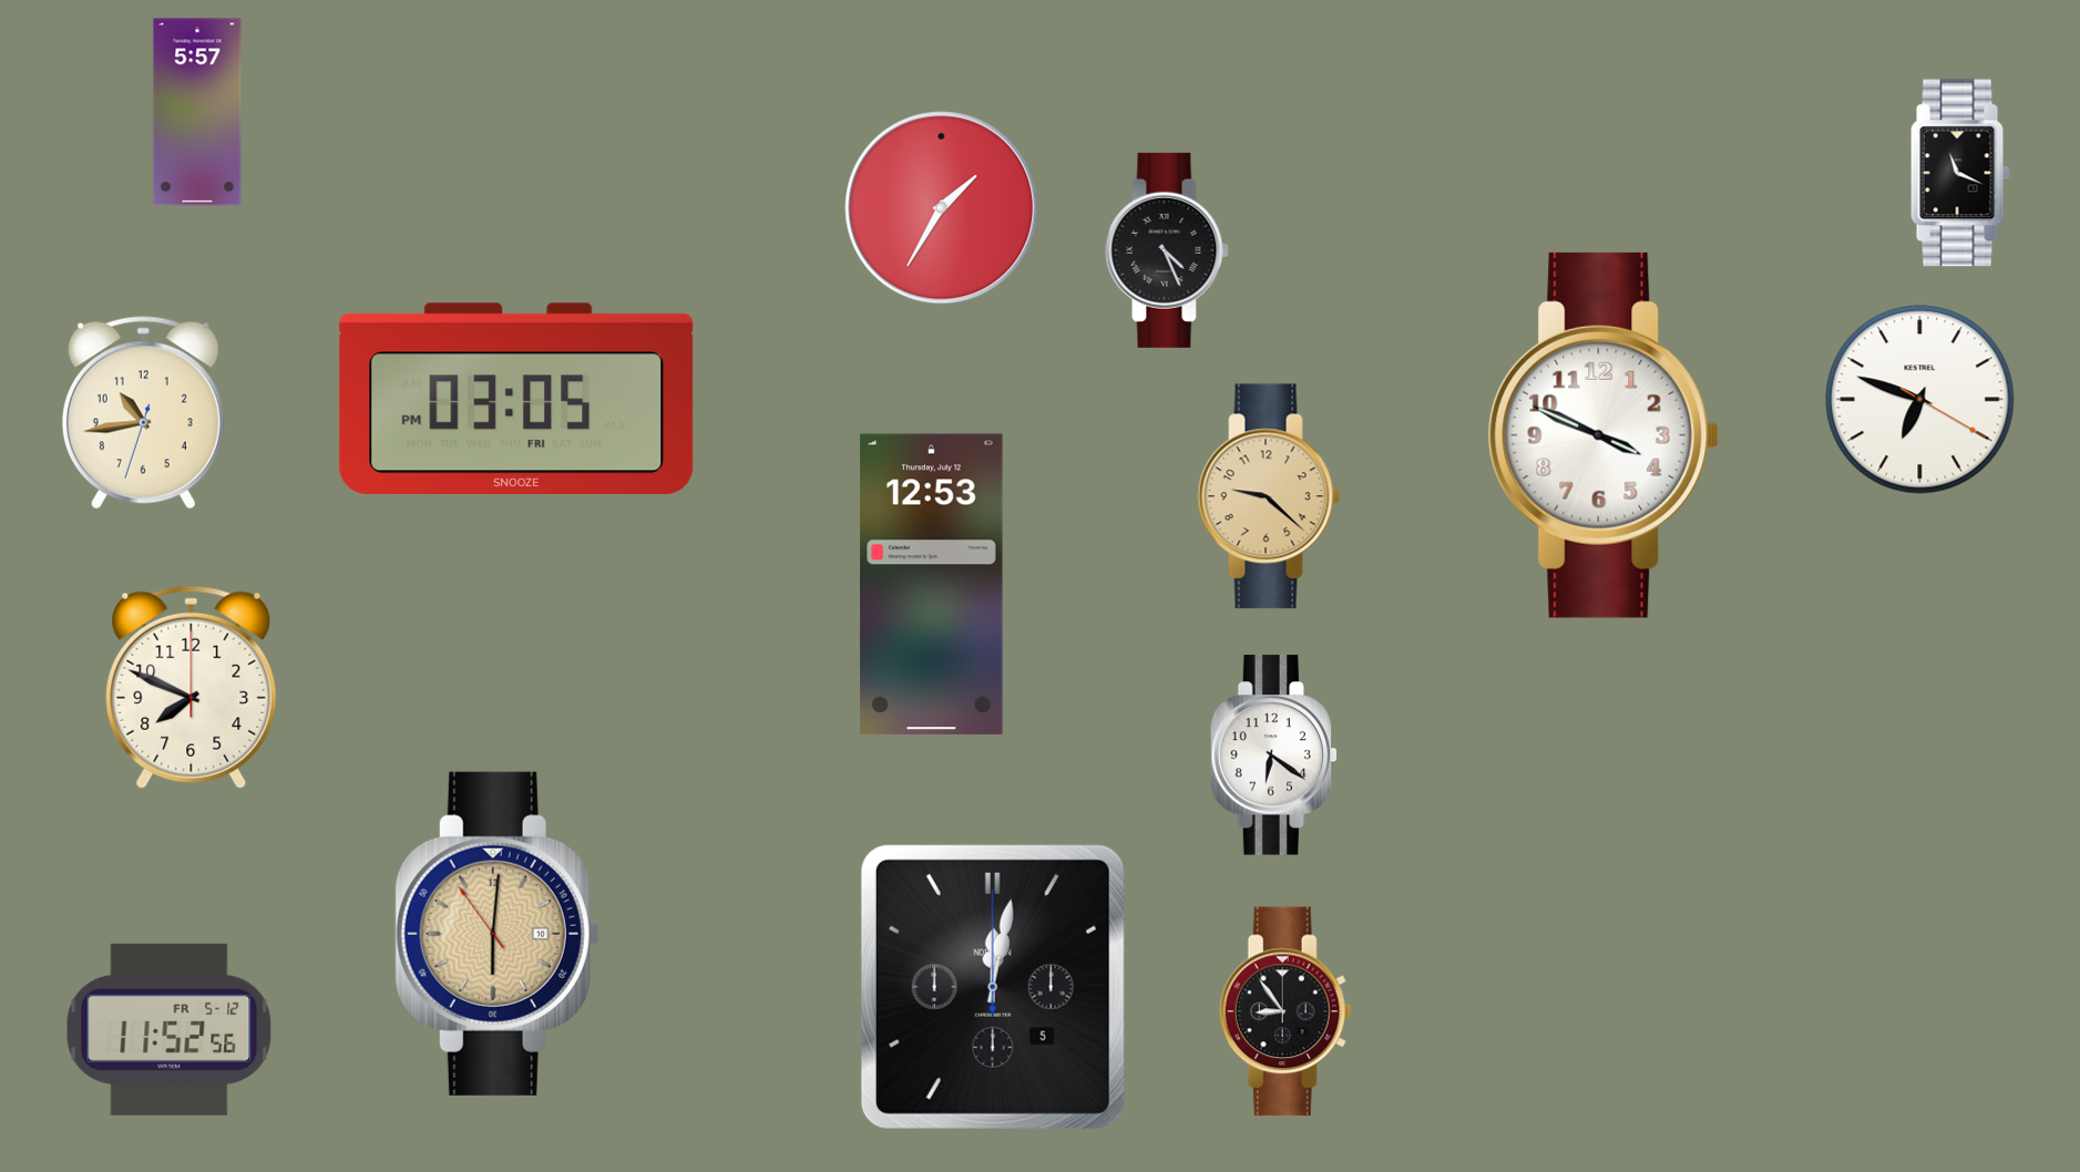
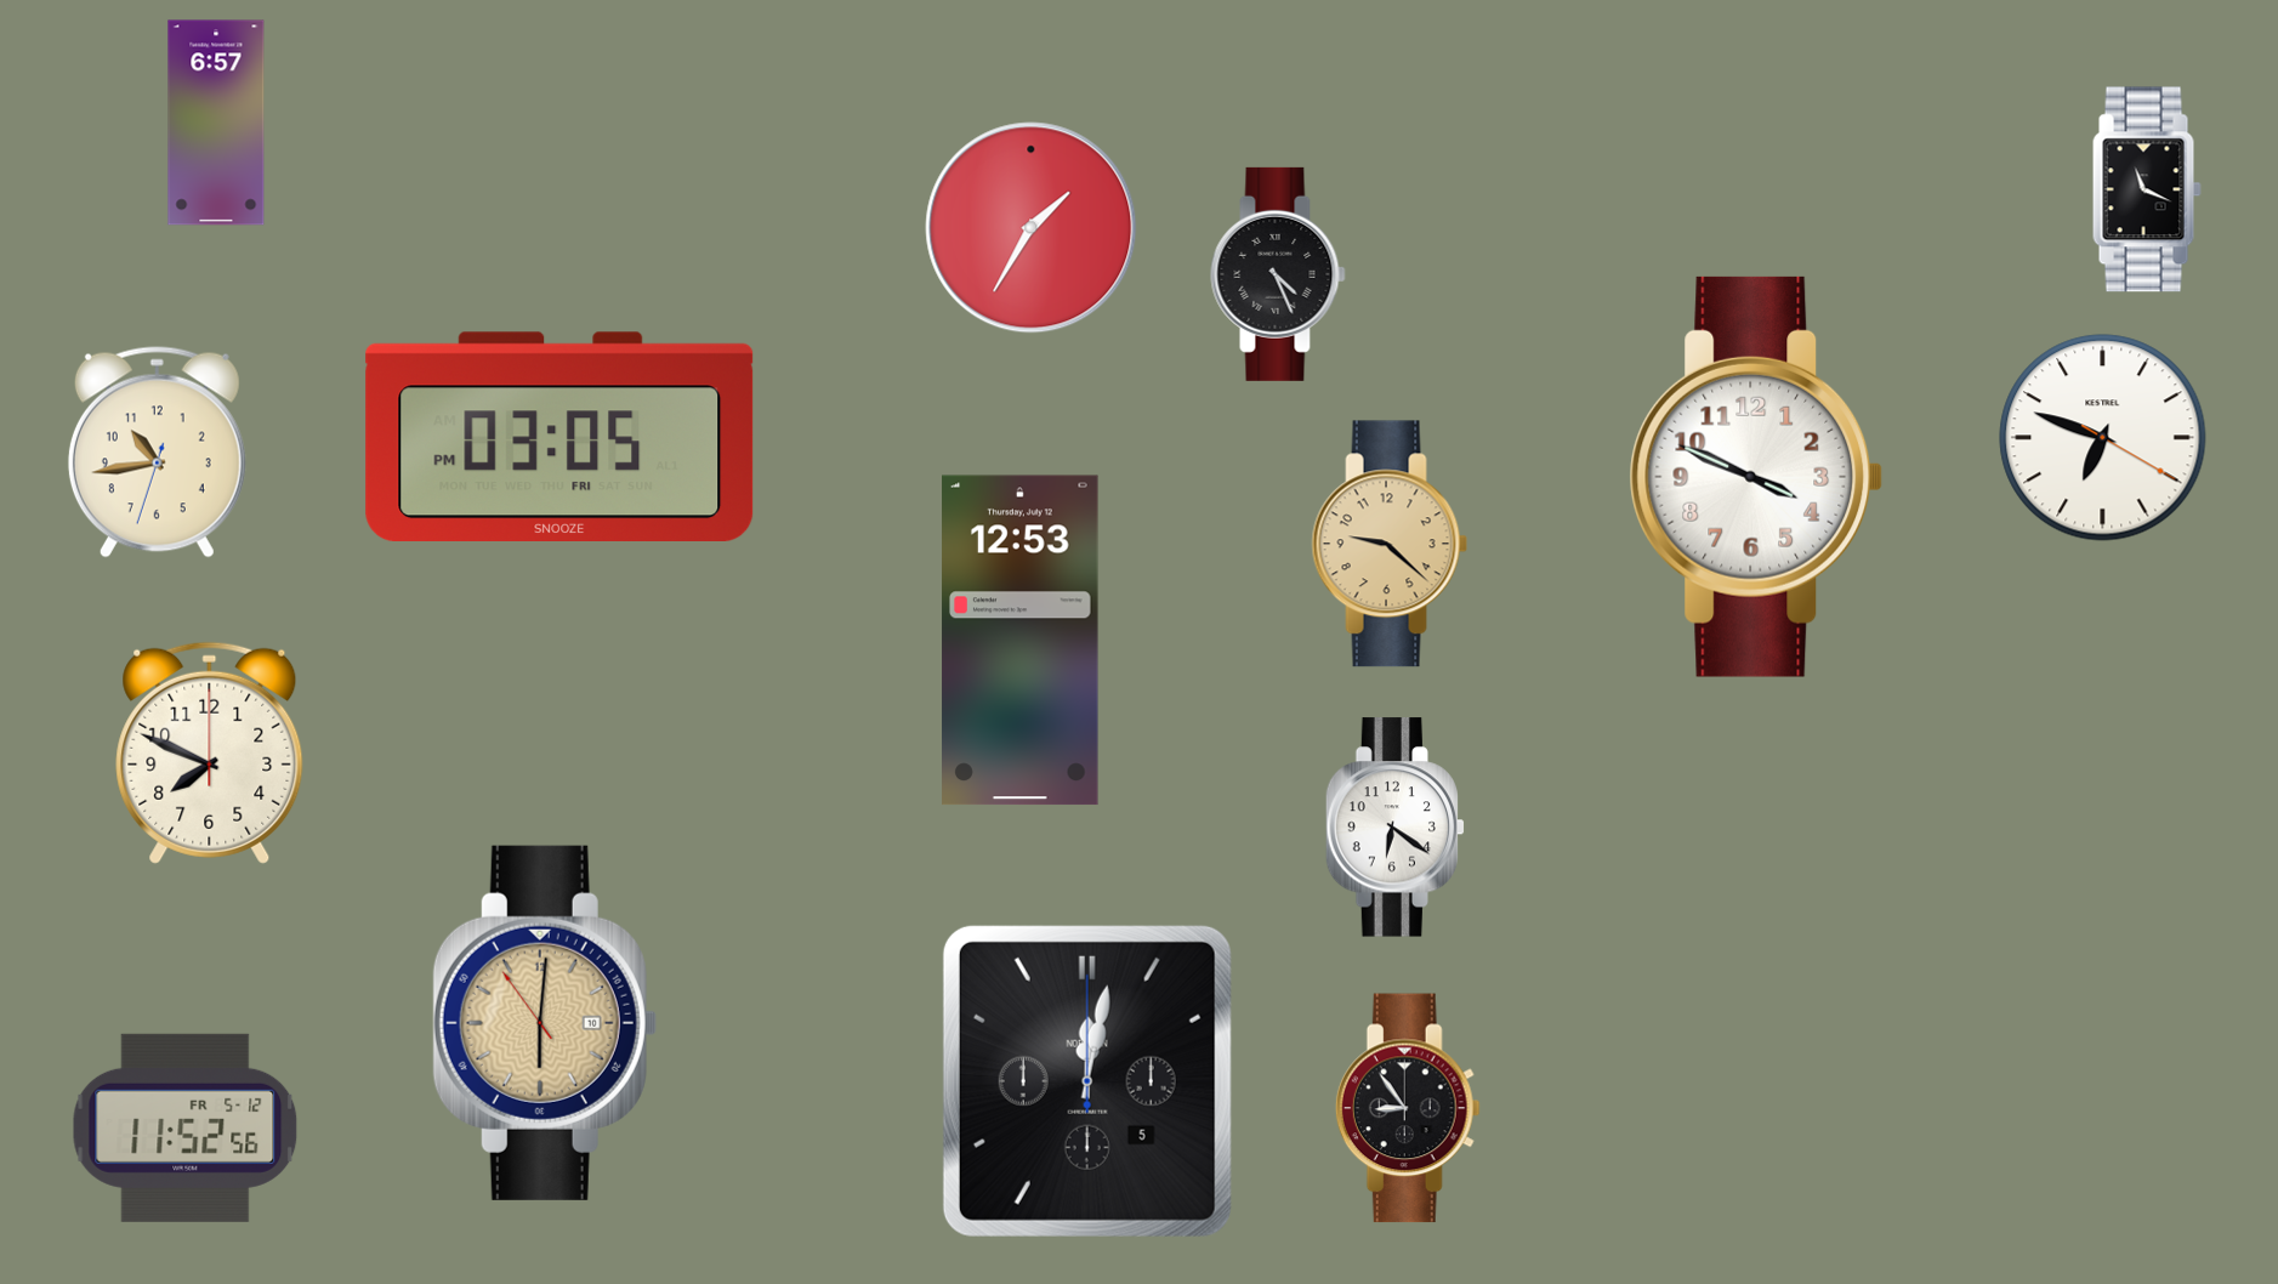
clock at (197, 112): 5:57 -> 6:57
clock at (516, 398) position: (516, 398) -> (559, 436)
